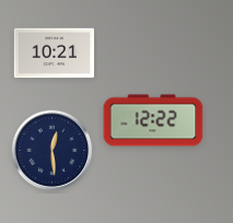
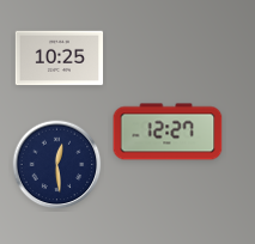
clock at (54, 54): 10:21 -> 10:25
clock at (153, 120): 12:22 -> 12:27
